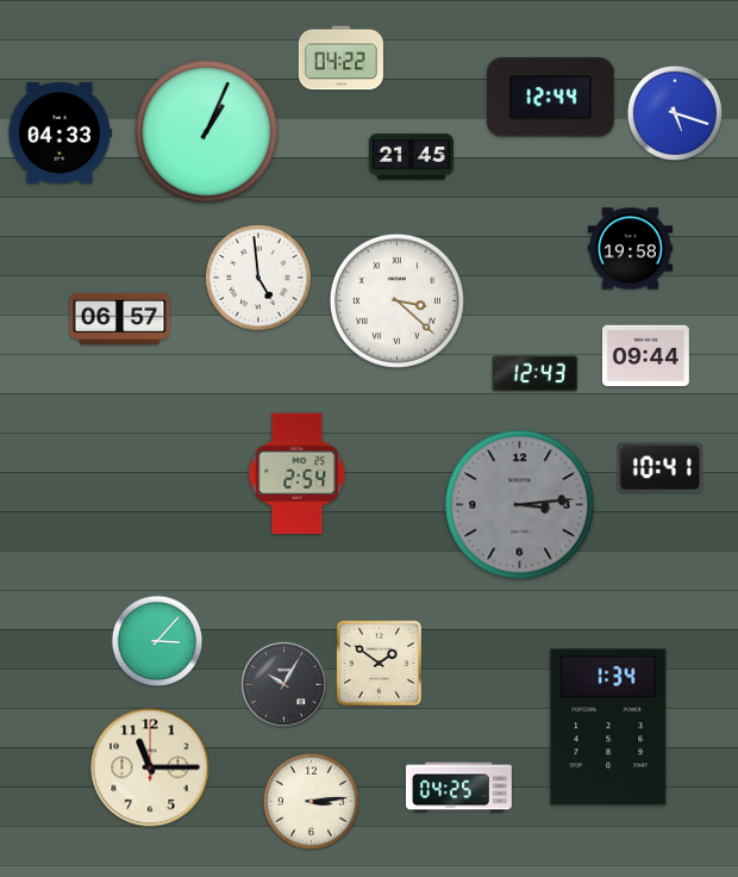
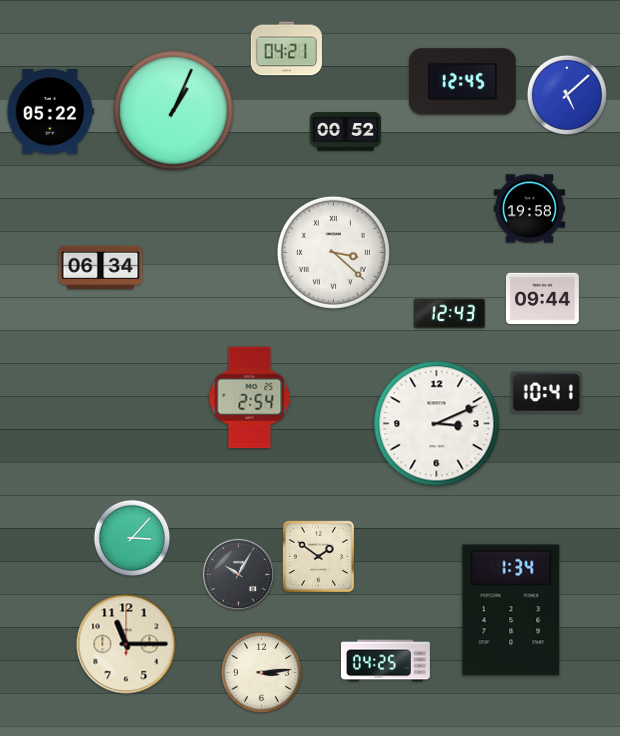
clock at (340, 58): 04:22 -> 04:21
clock at (551, 98): 12:44 -> 12:45
clock at (675, 113): 5:18 -> 5:08
clock at (60, 133): 04:33 -> 05:22
clock at (411, 157): 21:45 -> 00:52
clock at (258, 278): 4:59 -> none
clock at (120, 319): 06:57 -> 06:34
clock at (659, 468) position: (659, 468) -> (546, 393)
clock at (520, 505): 3:14 -> 3:11
clock at (520, 505) dial: grey -> white
